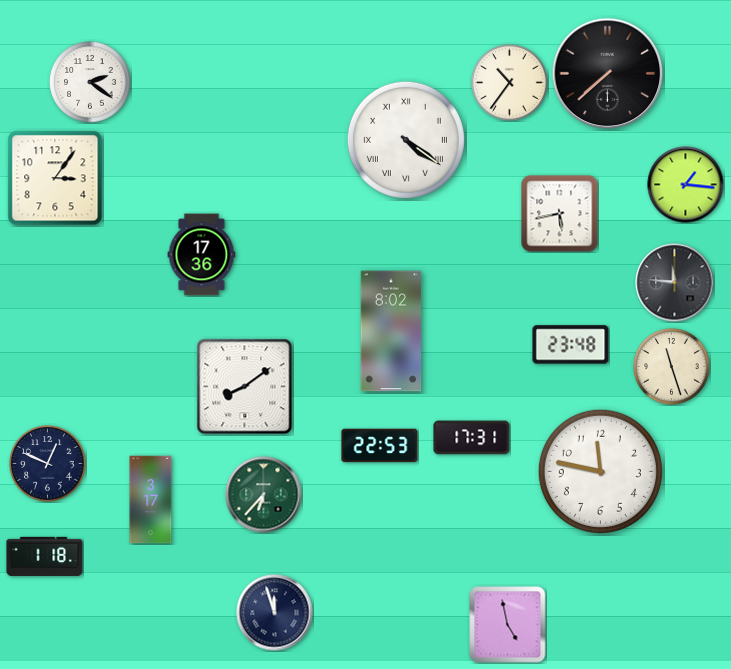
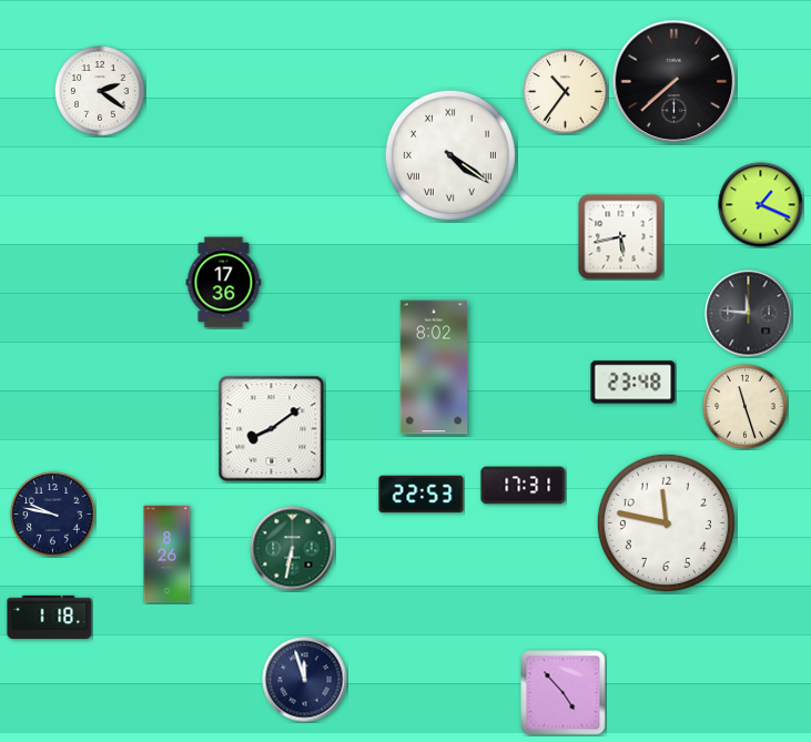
clock at (55, 178): 3:06 -> none
clock at (686, 185): 1:16 -> 1:19
clock at (48, 464): 12:49 -> 9:47
clock at (264, 495): 6:37 -> 6:32
clock at (151, 500): 3:17 -> 8:26
clock at (508, 625): 4:58 -> 4:53
